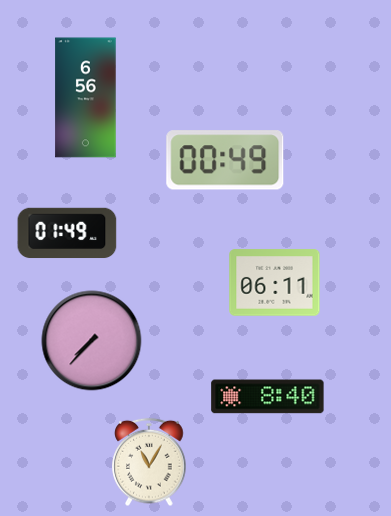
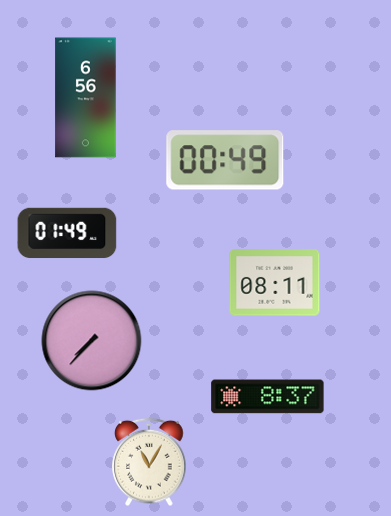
clock at (275, 283): 06:11 -> 08:11
clock at (268, 397): 8:40 -> 8:37
